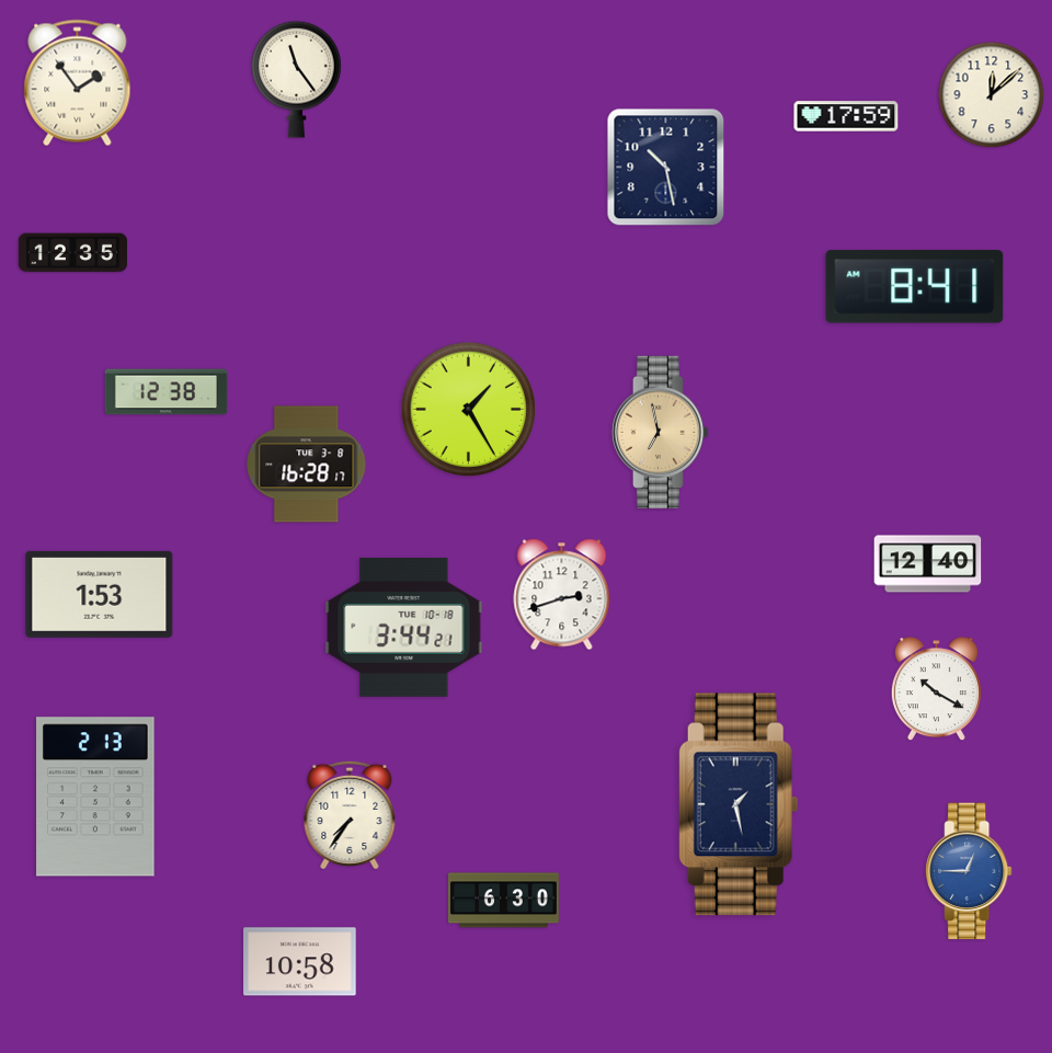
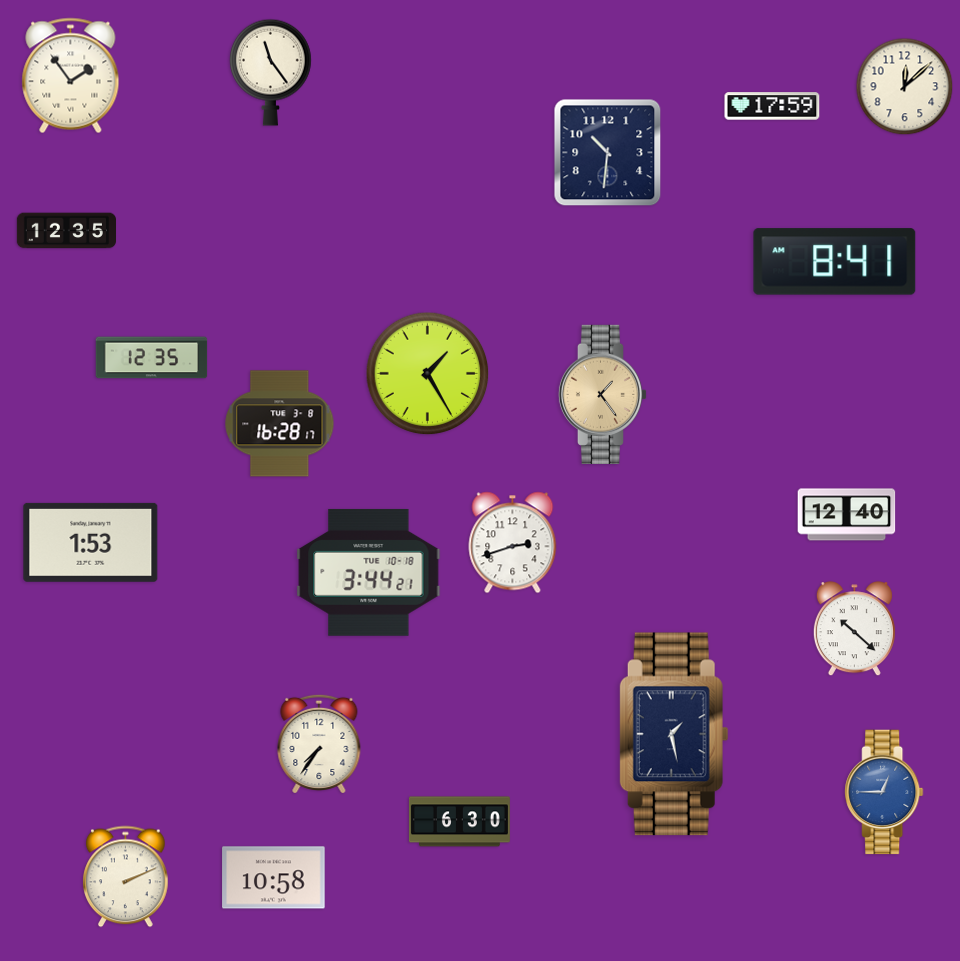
clock at (666, 168): 10:28 -> 10:31
clock at (167, 392): 12:38 -> 12:35
clock at (661, 432): 6:58 -> 1:24
clock at (936, 689): 10:20 -> 10:22
clock at (95, 797): 2:13 -> none
clock at (969, 871) position: (969, 871) -> (884, 792)
clock at (126, 877): none -> 2:11
